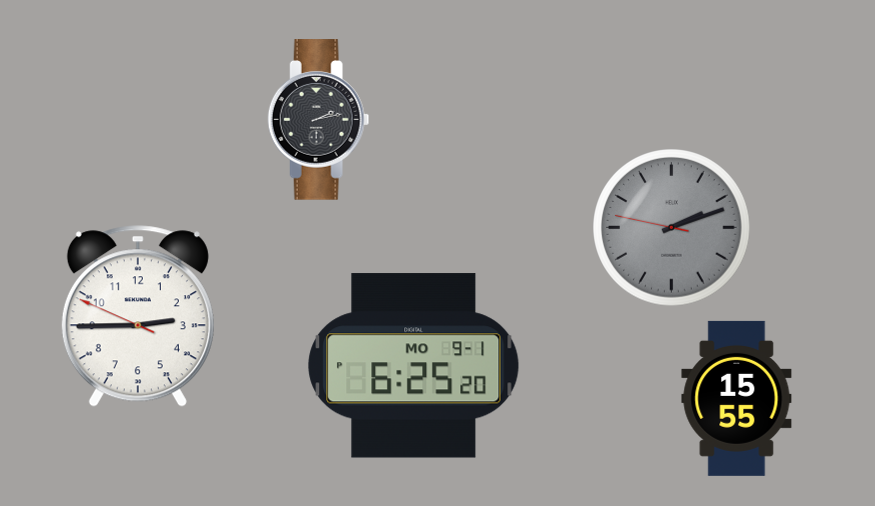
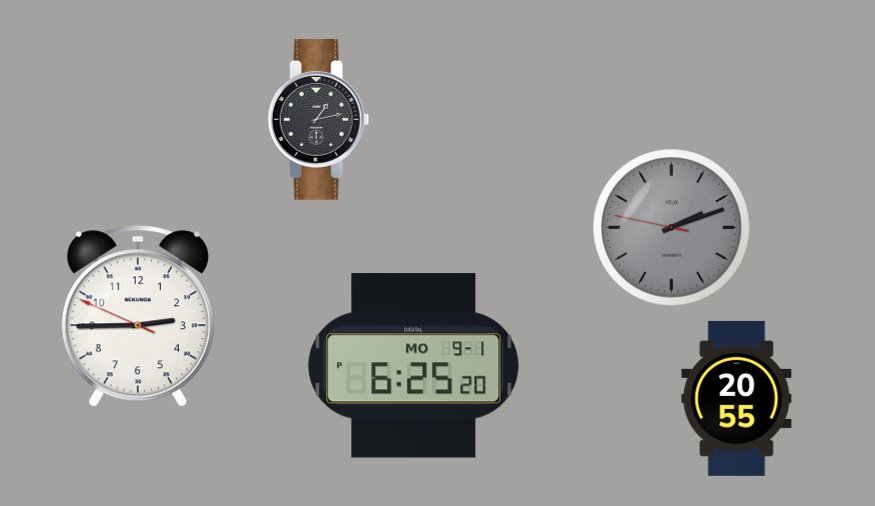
clock at (319, 120): 2:13 -> 1:13
clock at (737, 398): 15:55 -> 20:55
